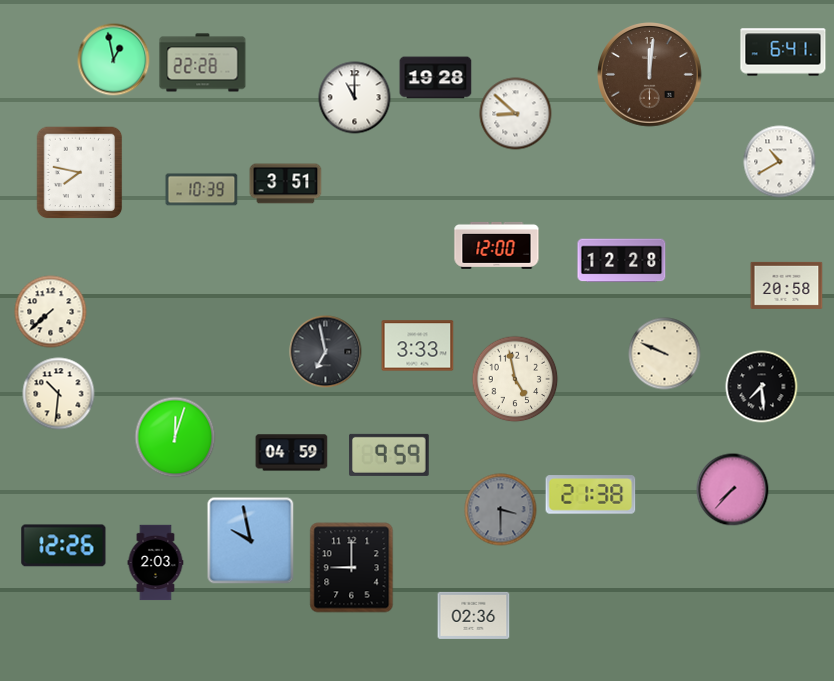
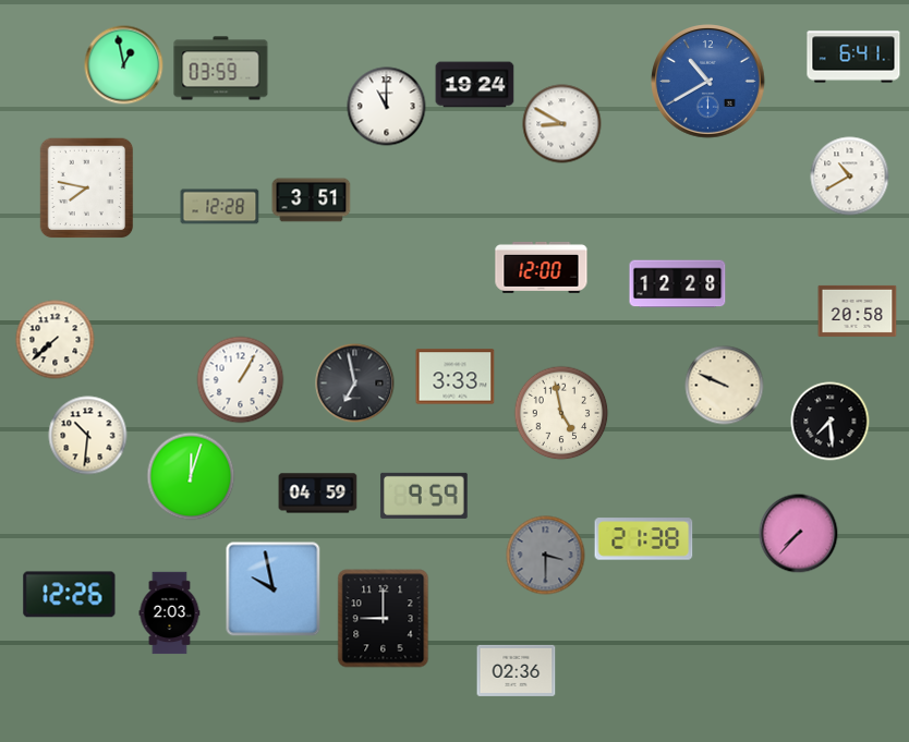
clock at (203, 63): 22:28 -> 03:59
clock at (650, 75): 12:01 -> 10:40
clock at (650, 75) dial: brown -> blue
clock at (436, 78): 19:28 -> 19:24
clock at (516, 114): 8:52 -> 8:50
clock at (202, 190): 10:39 -> 12:28
clock at (241, 380): none -> 1:05
clock at (59, 394) position: (59, 394) -> (88, 436)
